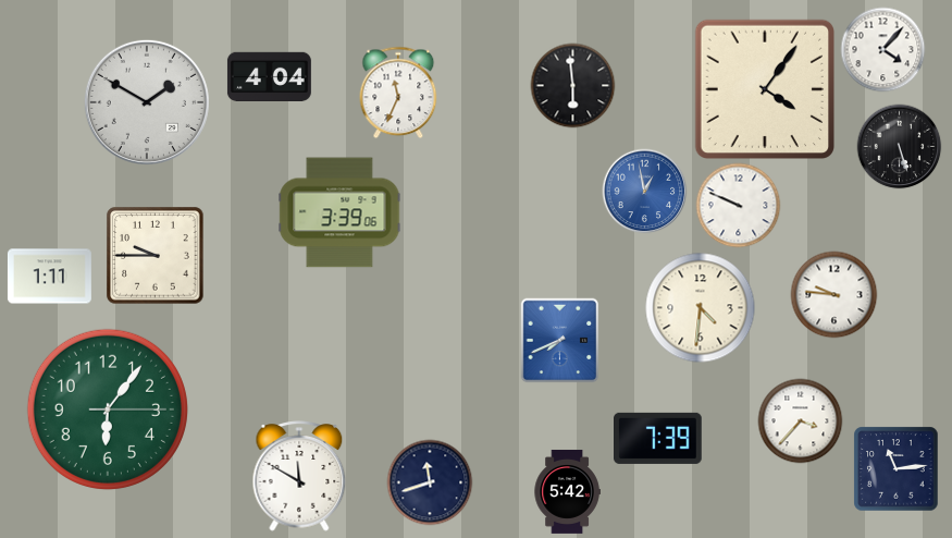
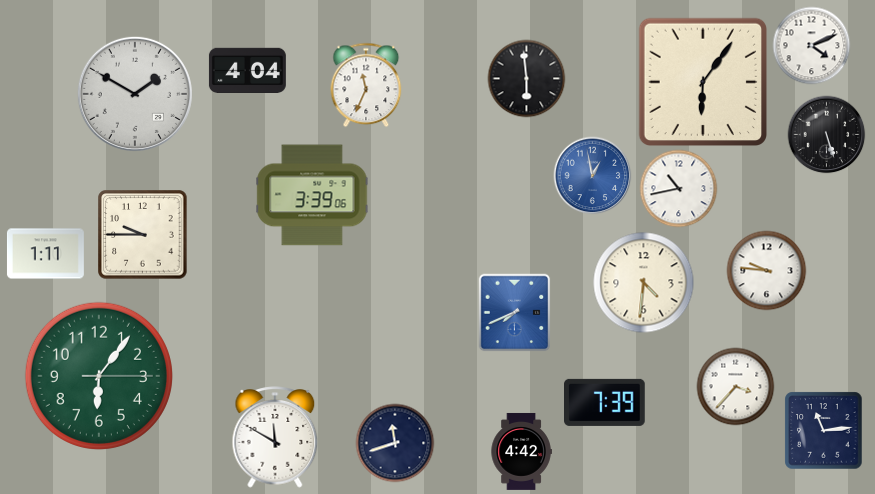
clock at (882, 49): 4:07 -> 4:11
clock at (764, 88): 4:06 -> 6:06
clock at (738, 205): 9:49 -> 10:43
clock at (567, 491): 5:42 -> 4:42
